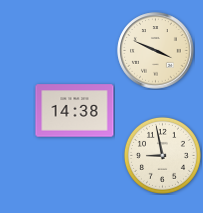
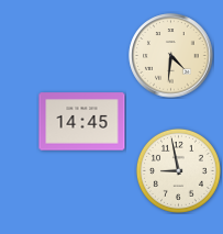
clock at (156, 51): 3:49 -> 4:31
clock at (75, 111): 14:38 -> 14:45
